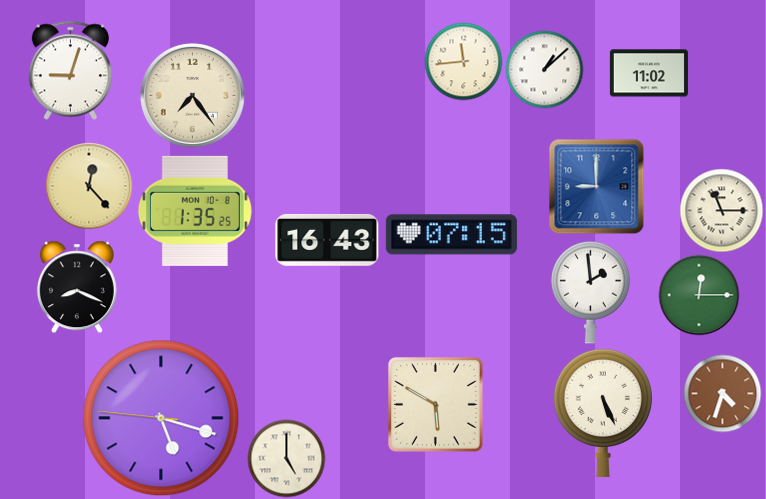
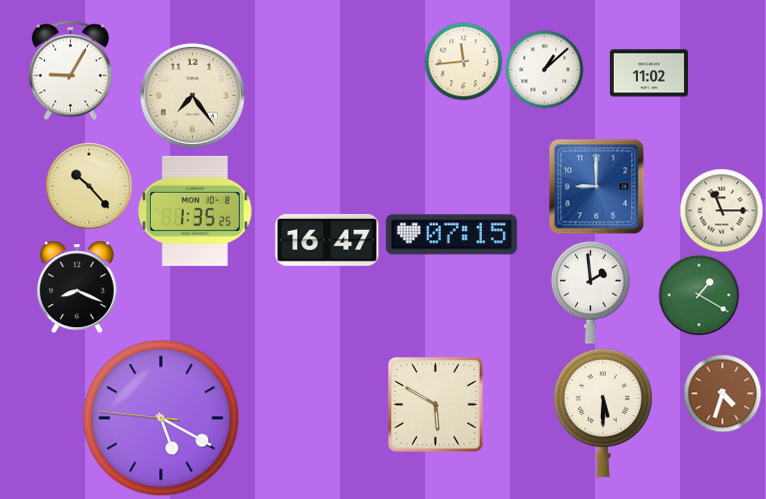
clock at (70, 70): 9:03 -> 9:05
clock at (89, 186): 12:23 -> 10:23
clock at (327, 240): 16:43 -> 16:47
clock at (699, 295): 12:15 -> 1:20
clock at (603, 412): 5:26 -> 5:30
clock at (161, 418): 5:17 -> 5:19
clock at (286, 458): 5:00 -> none
